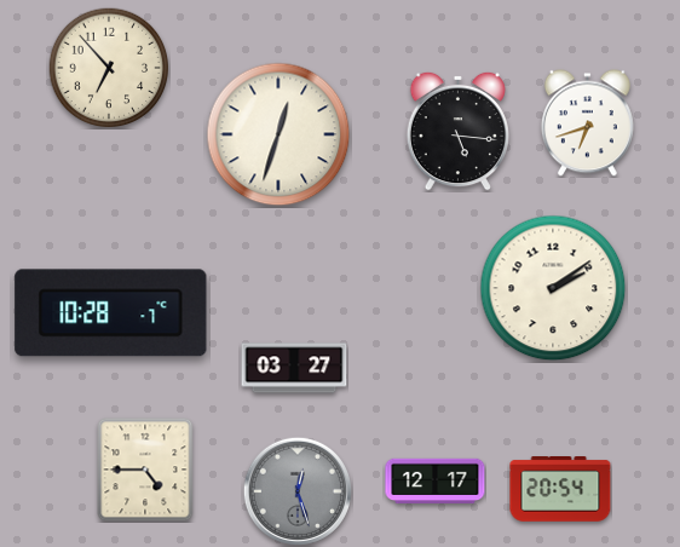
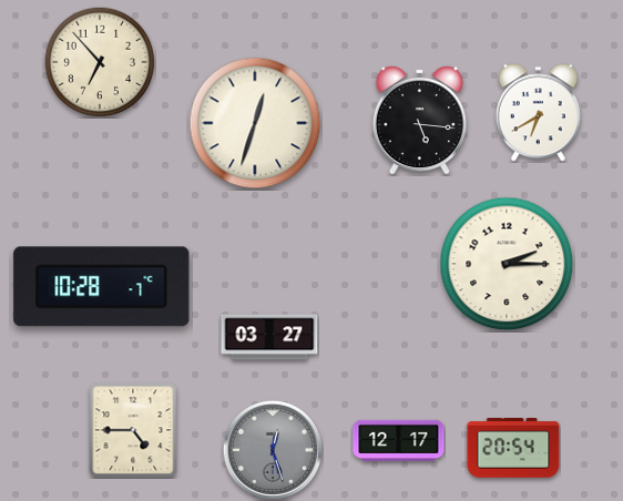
clock at (587, 123): 6:42 -> 6:40
clock at (553, 288): 2:09 -> 2:15
